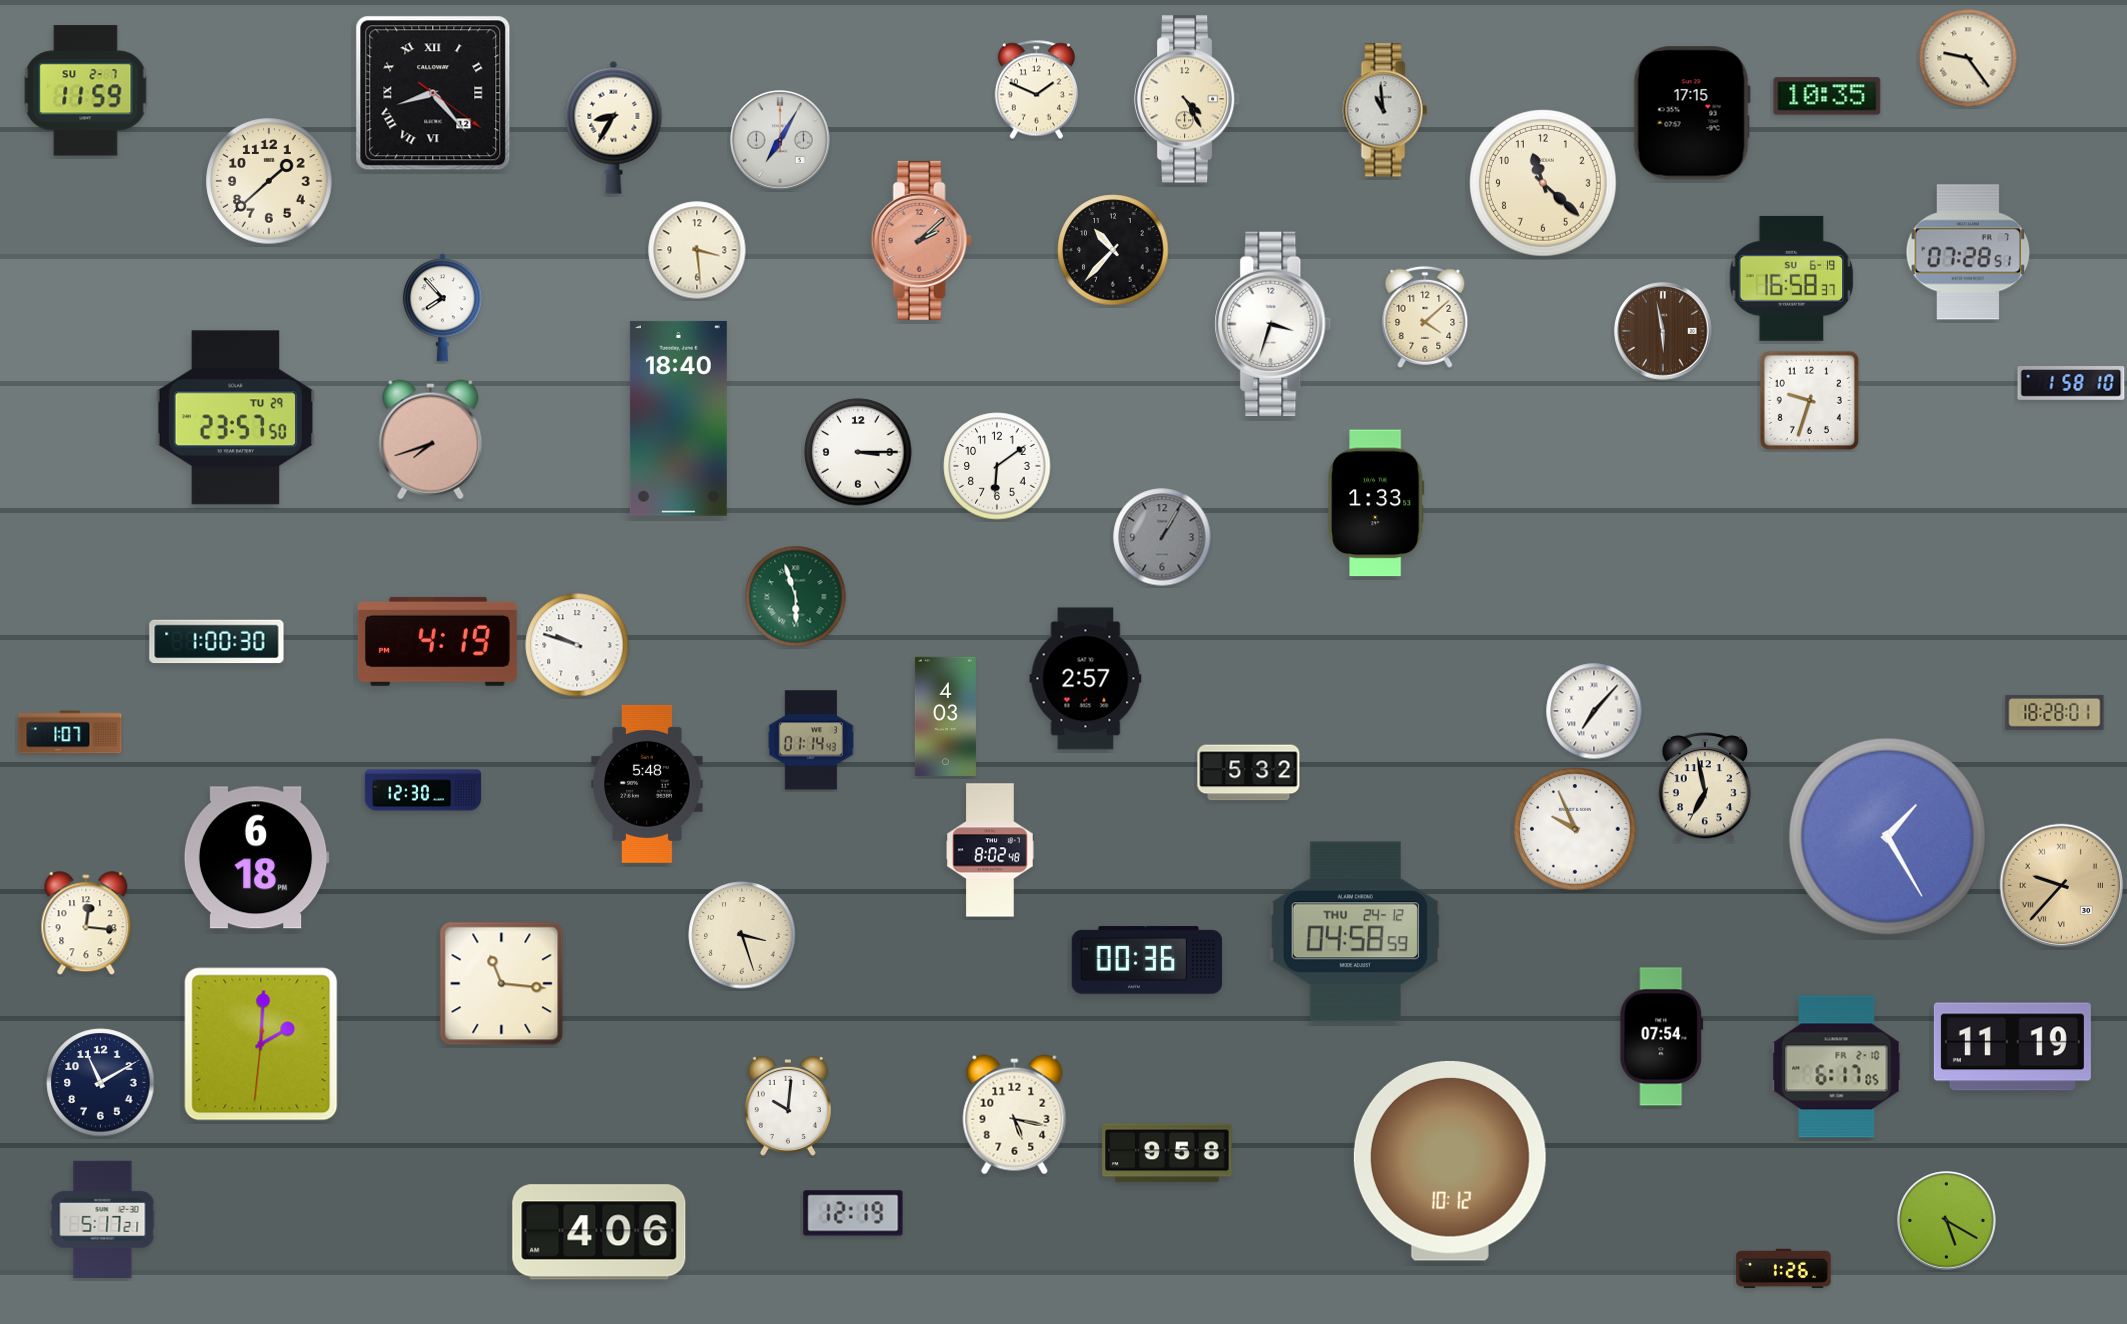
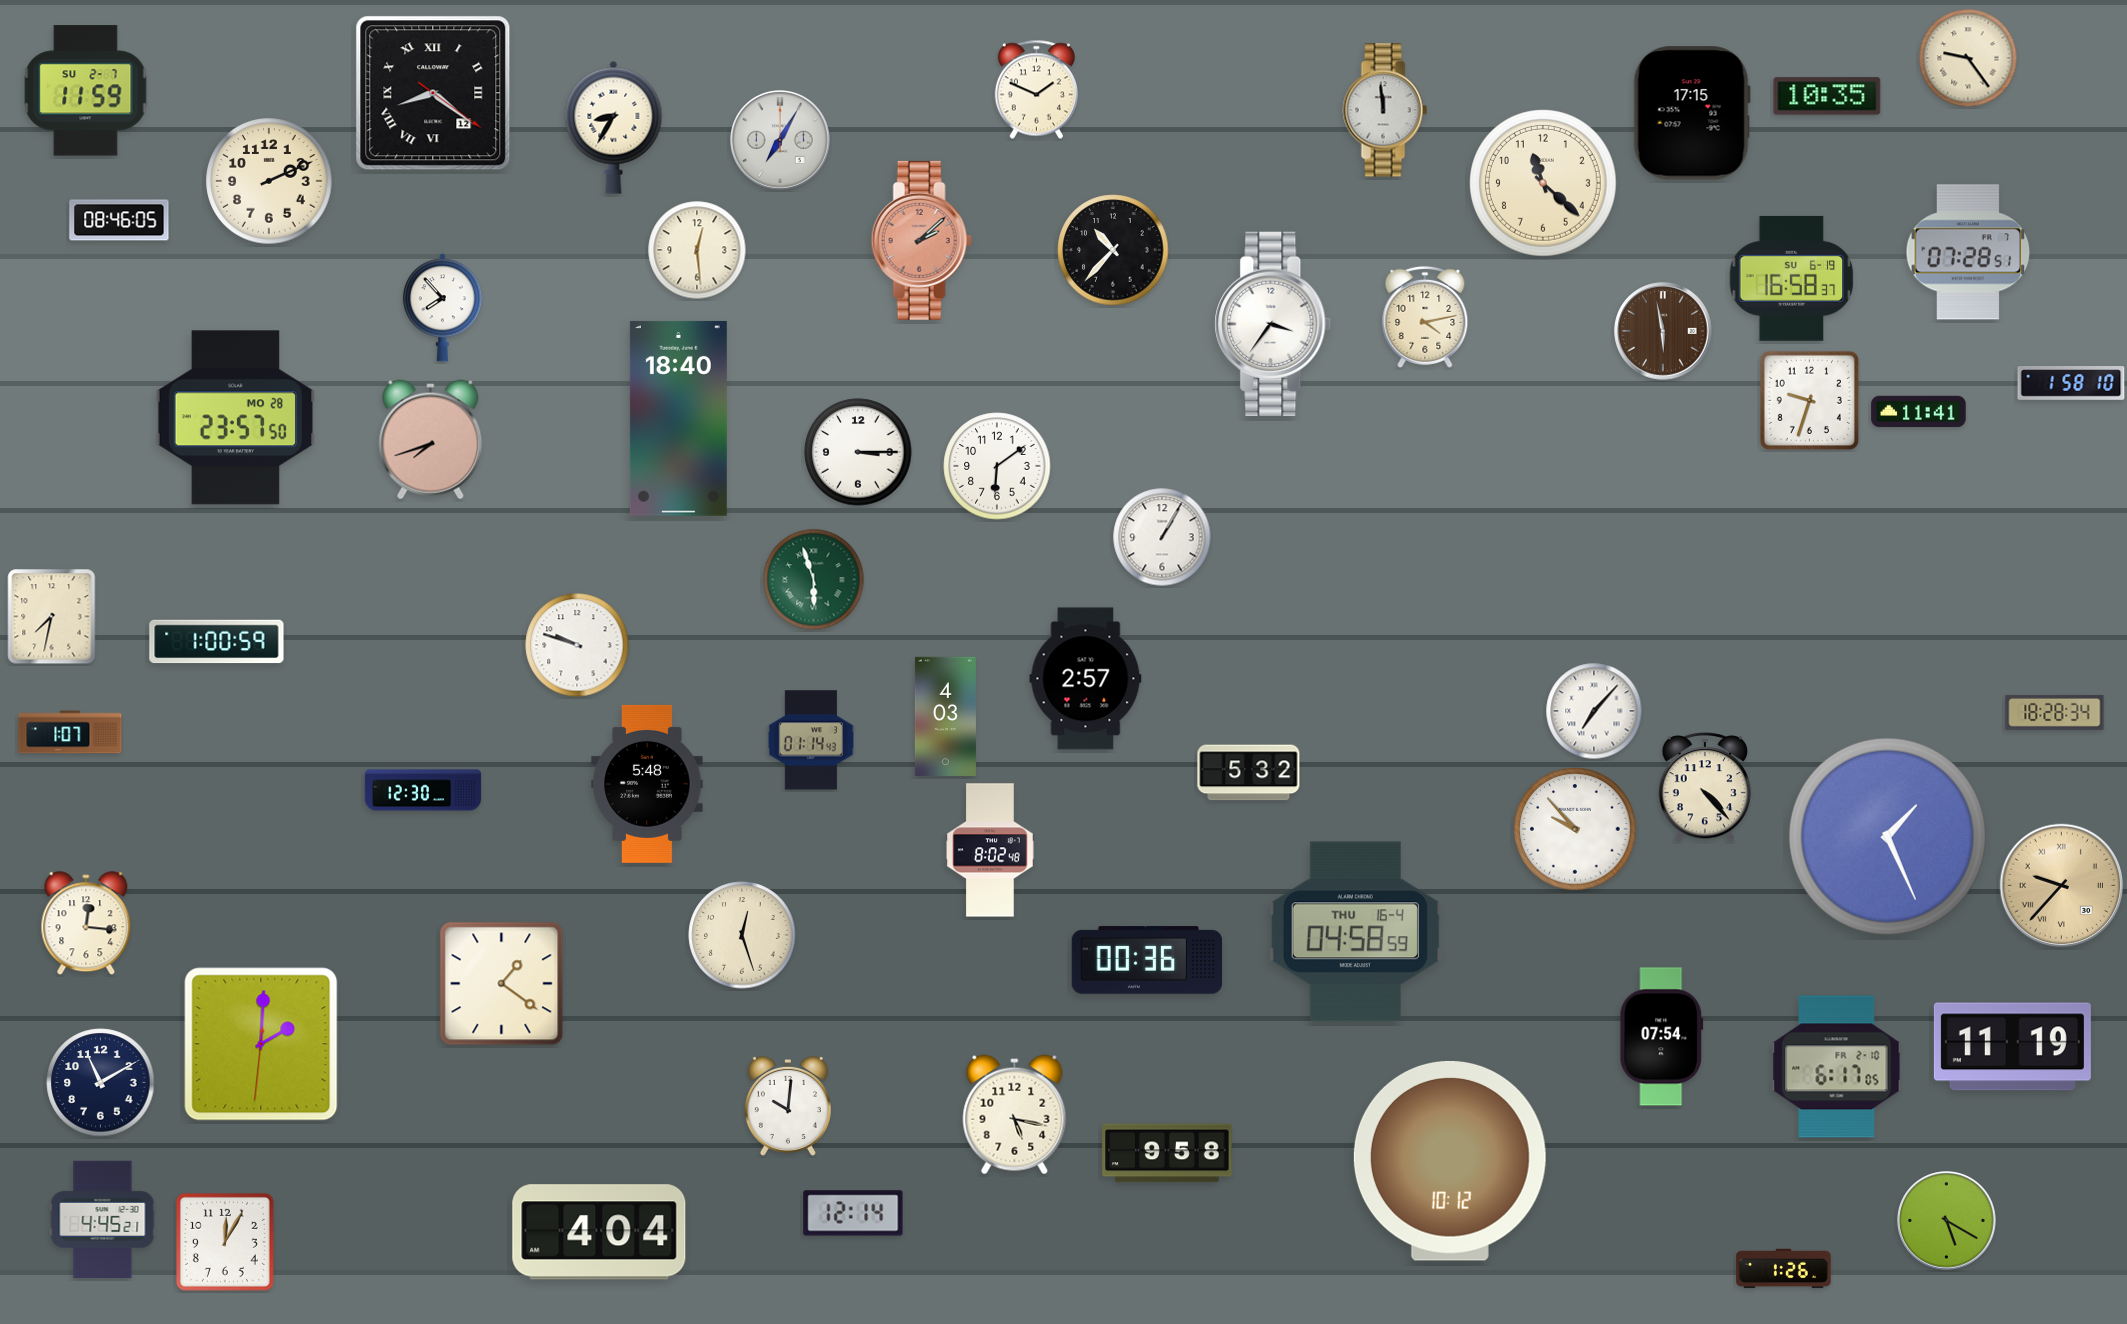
clock at (433, 93): 8:23 -> 8:21
clock at (1187, 99): 4:25 -> none
clock at (1385, 110): 10:59 -> 11:59
clock at (269, 181): 1:38 -> 2:11
clock at (119, 220): none -> 08:46
clock at (697, 250): 3:29 -> 12:29
clock at (1425, 317): 4:08 -> 4:13
clock at (1273, 324): 3:33 -> 3:36
clock at (1919, 412): none -> 11:41
clock at (236, 418) date: TU 29 -> MO 28
clock at (1376, 503): 1:33 -> none
clock at (1162, 537) dial: grey -> white
clock at (796, 597) position: (796, 597) -> (814, 580)
clock at (52, 617): none -> 7:32
clock at (437, 641): 4:19 -> none
clock at (217, 642): 1:00:30 -> 1:00:59
clock at (2055, 712): 18:28:01 -> 18:28:34
clock at (1705, 787): 6:58 -> 4:23
clock at (1575, 829): 9:56 -> 9:53
clock at (1887, 836): 1:25 -> 1:26
clock at (256, 858): 6:18 -> none
clock at (1355, 932) date: THU 24-12 -> THU 16-4
clock at (742, 935): 3:27 -> 12:27
clock at (502, 984): 11:16 -> 1:21
clock at (853, 1213): 12:19 -> 12:14
clock at (103, 1220): 5:17 -> 4:45
clock at (599, 1232): 4:06 -> 4:04
clock at (225, 1242): none -> 12:05
